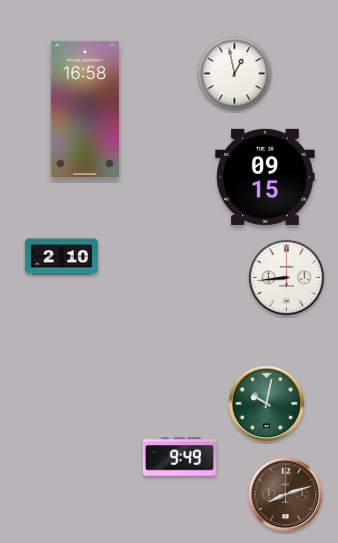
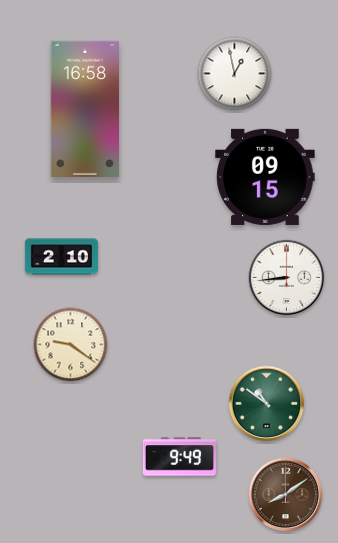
clock at (71, 345): none -> 9:21
clock at (267, 404): 10:02 -> 10:51
clock at (286, 495): 8:12 -> 8:09
